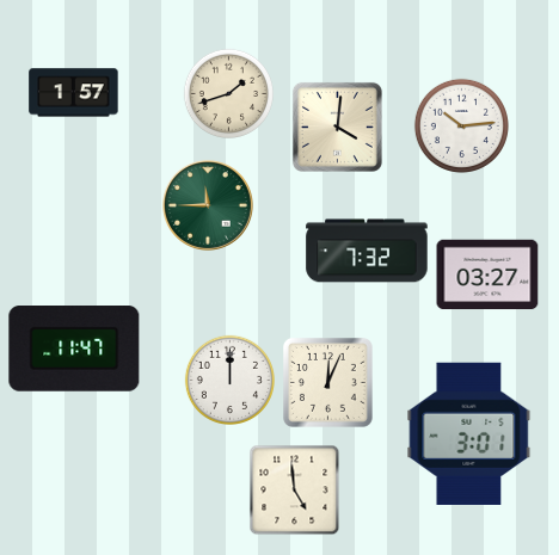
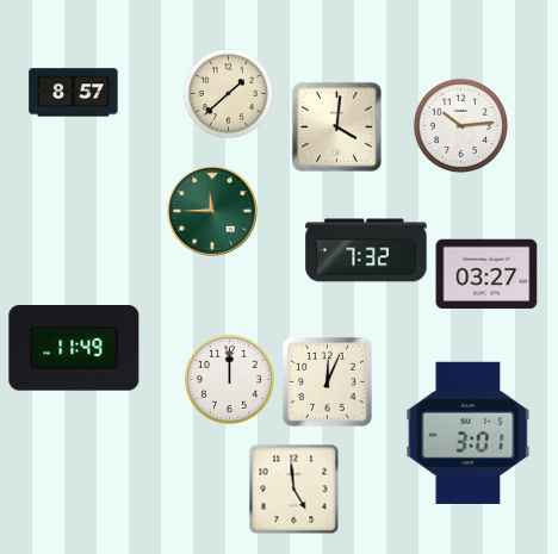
clock at (74, 93): 1:57 -> 8:57
clock at (228, 93): 1:42 -> 1:38
clock at (209, 206) position: (209, 206) -> (213, 212)
clock at (74, 350): 11:47 -> 11:49
